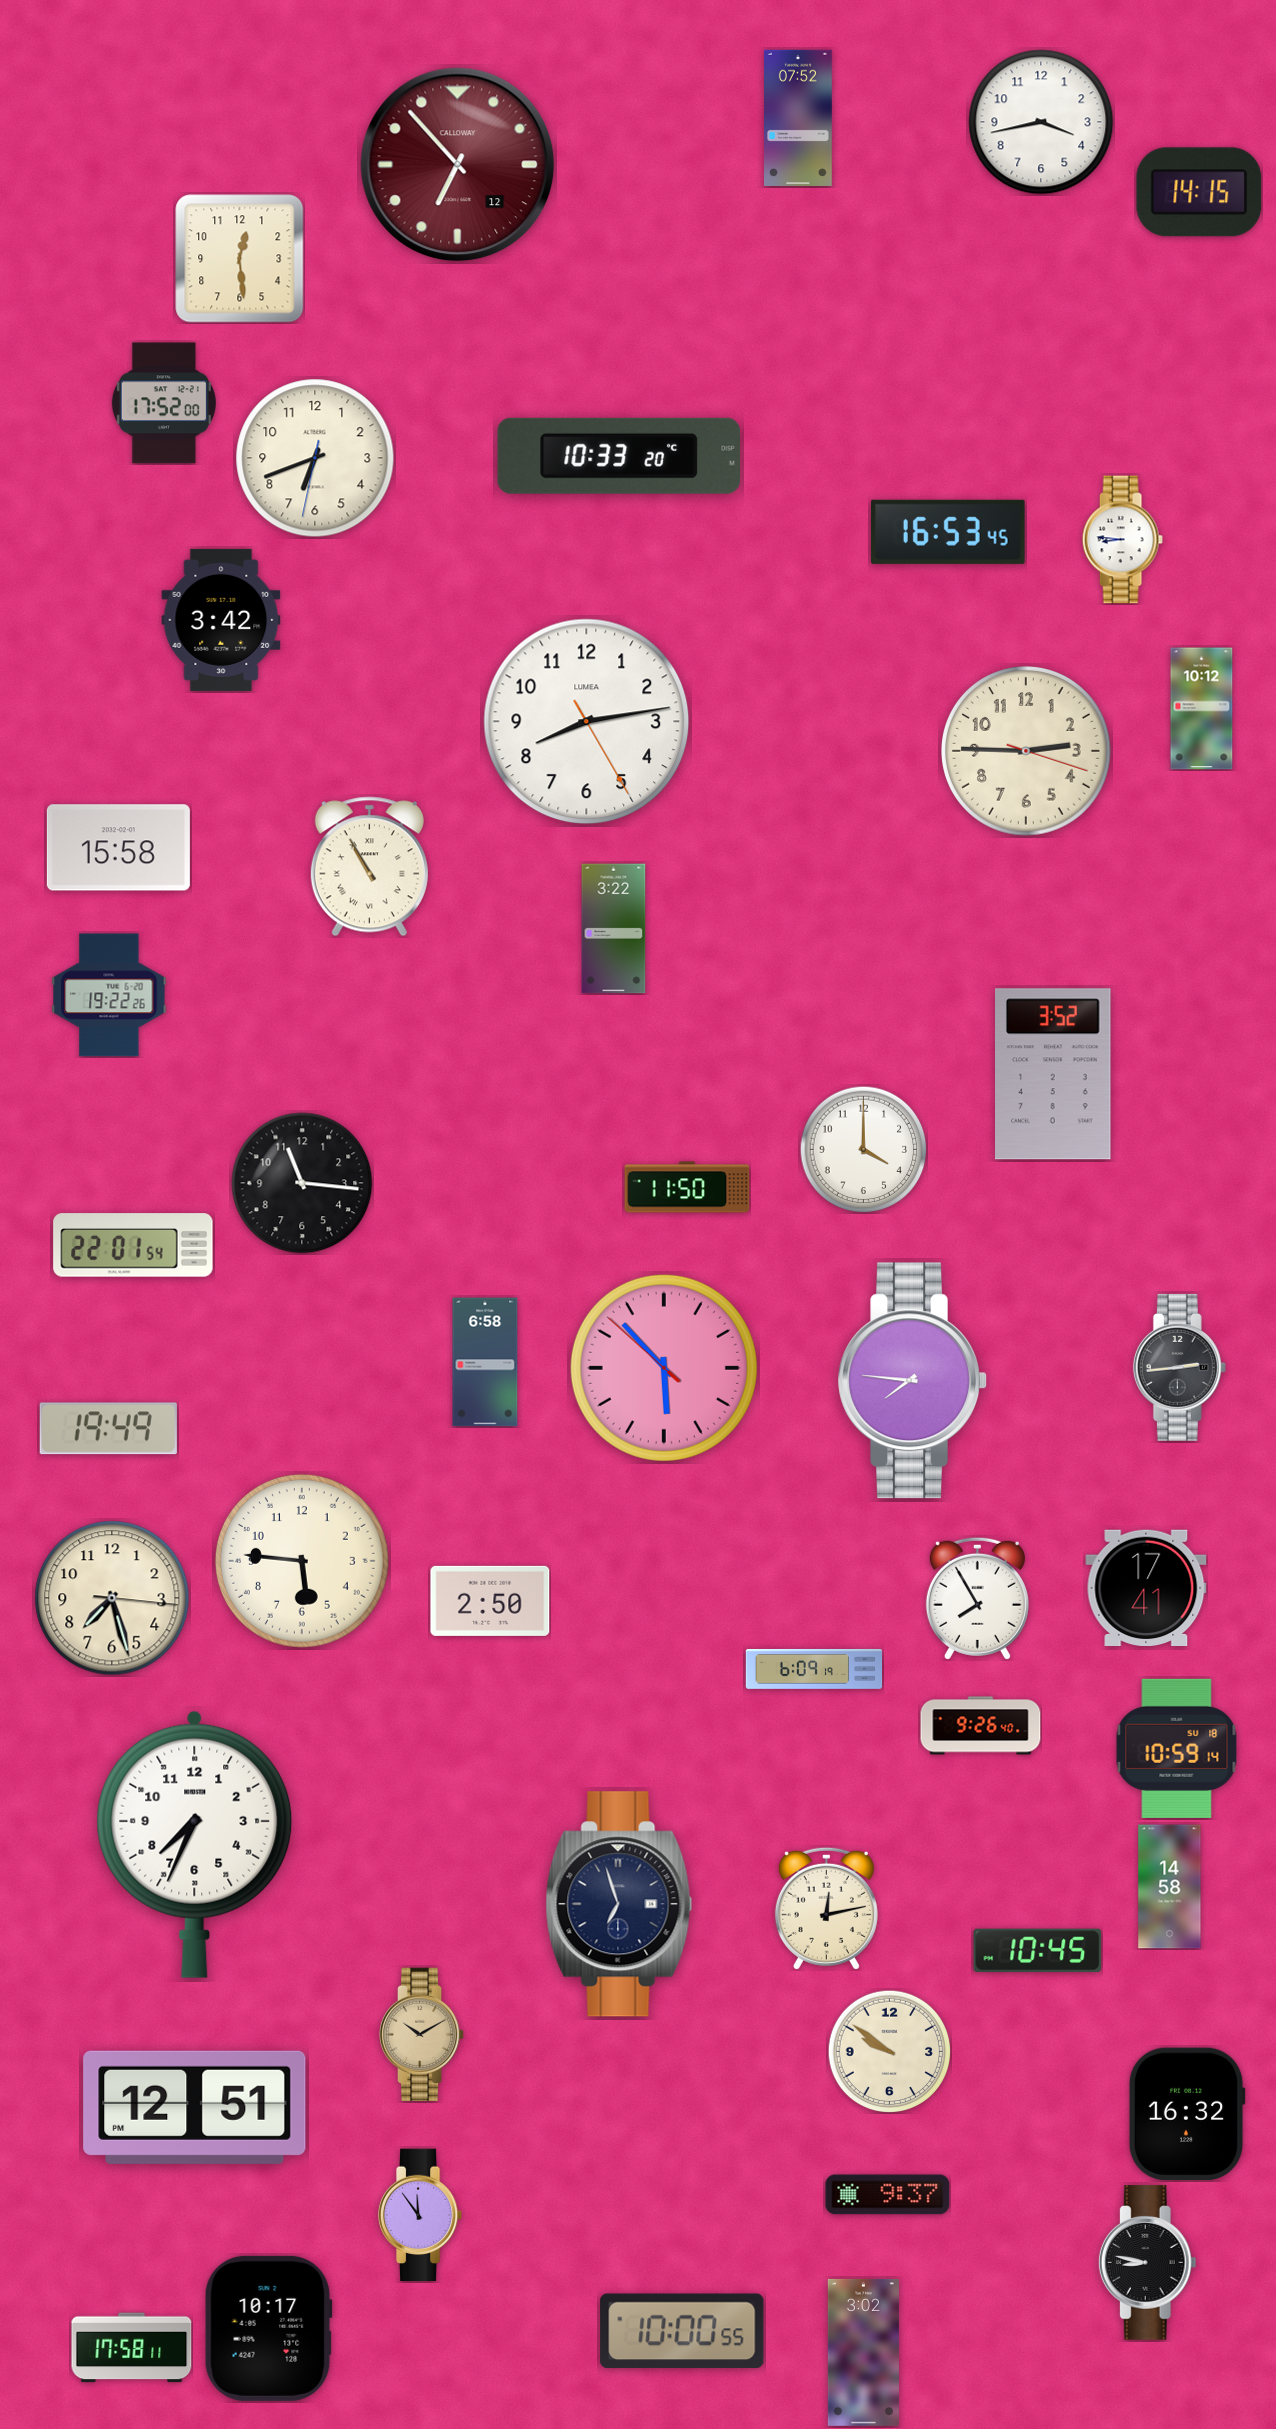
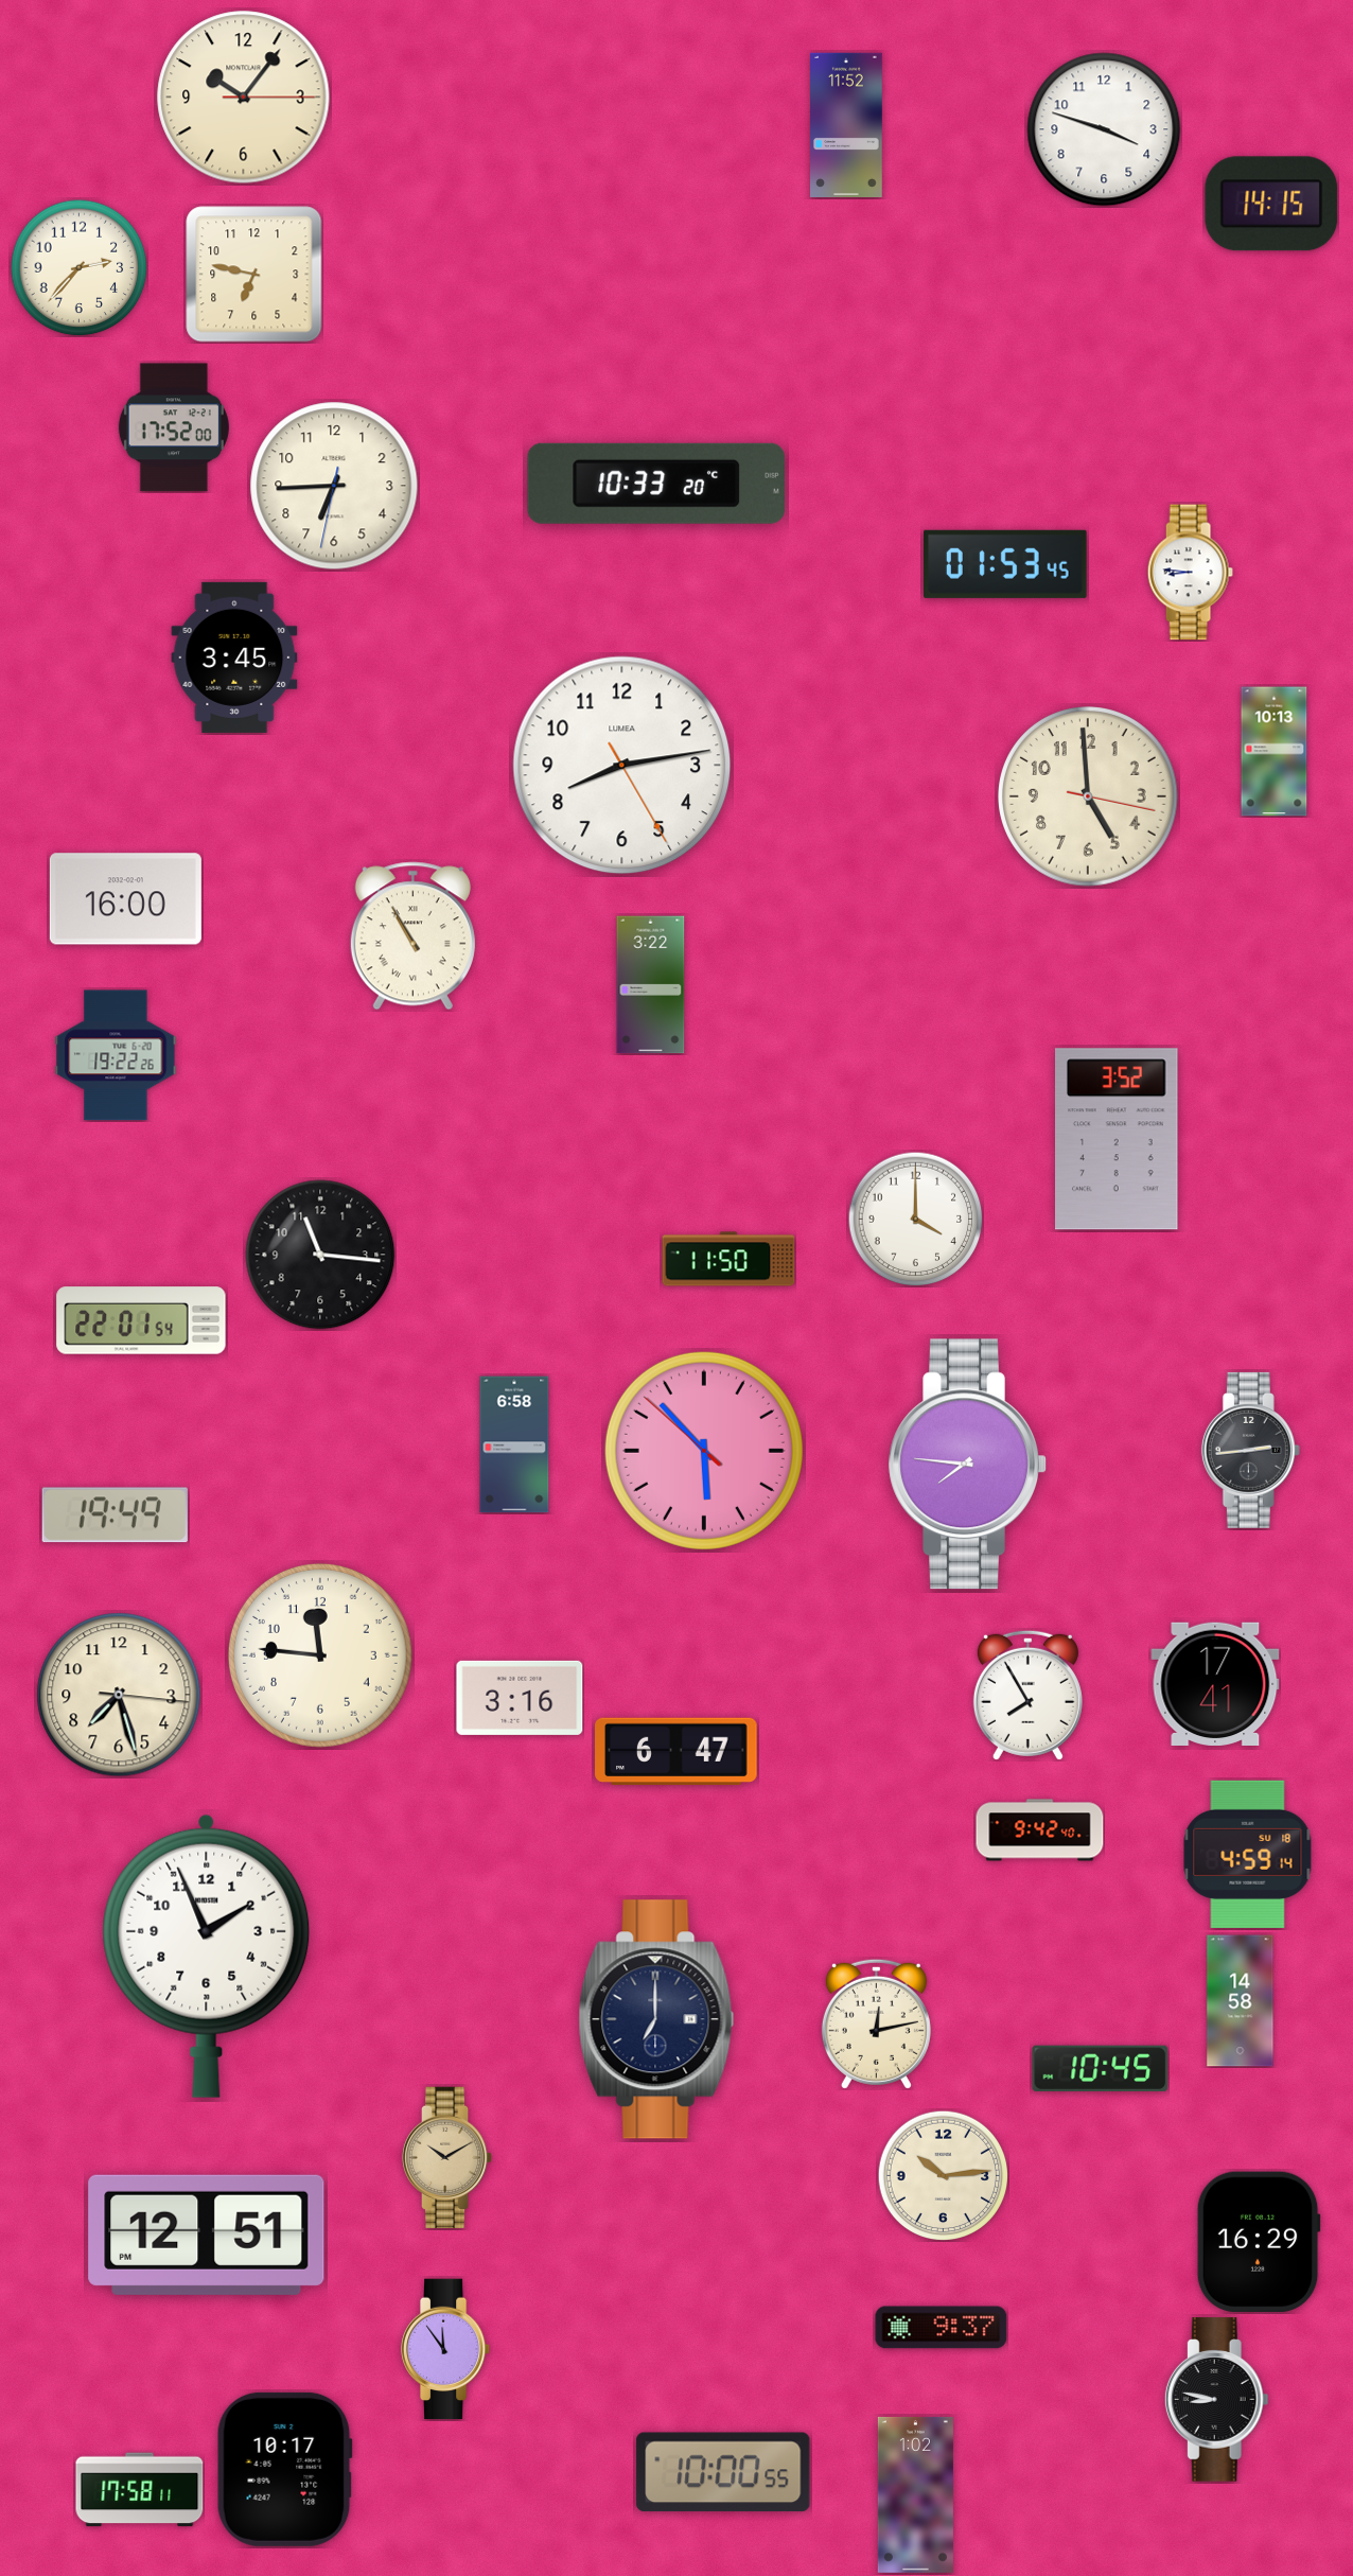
clock at (244, 98): none -> 10:06
clock at (799, 117): 07:52 -> 11:52
clock at (1041, 122): 3:43 -> 3:48
clock at (458, 165): 6:53 -> none
clock at (78, 267): none -> 2:37
clock at (240, 259): 12:29 -> 6:47
clock at (315, 458): 6:41 -> 6:44
clock at (948, 532): 16:53 -> 01:53
clock at (221, 620): 3:42 -> 3:45
clock at (1202, 709): 10:12 -> 10:13
clock at (1027, 752): 2:45 -> 4:59
clock at (118, 848): 15:58 -> 16:00
clock at (369, 867) position: (369, 867) -> (412, 936)
clock at (302, 1561): 5:46 -> 11:46
clock at (977, 1598) position: (977, 1598) -> (1027, 1695)
clock at (490, 1601): 2:50 -> 3:16
clock at (676, 1752): none -> 6:47
clock at (814, 1669): 6:09 -> none
clock at (981, 1726): 9:26 -> 9:42
clock at (1177, 1748): 10:59 -> 4:59
clock at (195, 1844): 7:34 -> 1:56
clock at (619, 1904): 6:57 -> 7:00
clock at (889, 2051): 9:51 -> 10:14
clock at (1187, 2114): 16:32 -> 16:29
clock at (863, 2352): 3:02 -> 1:02
